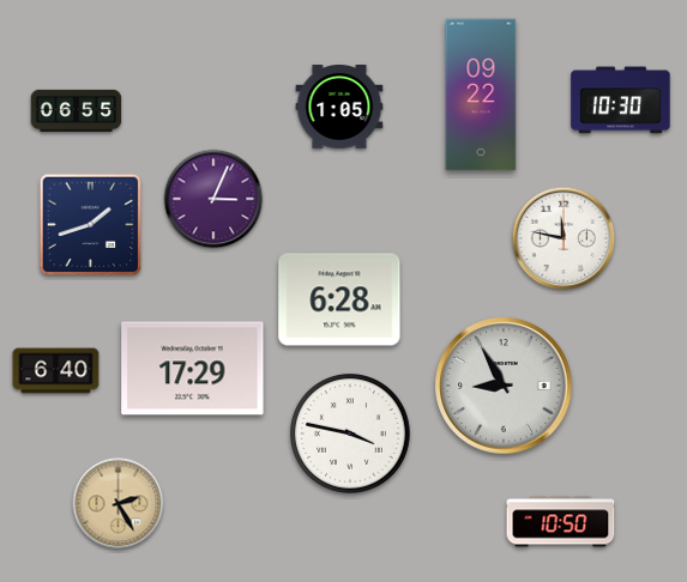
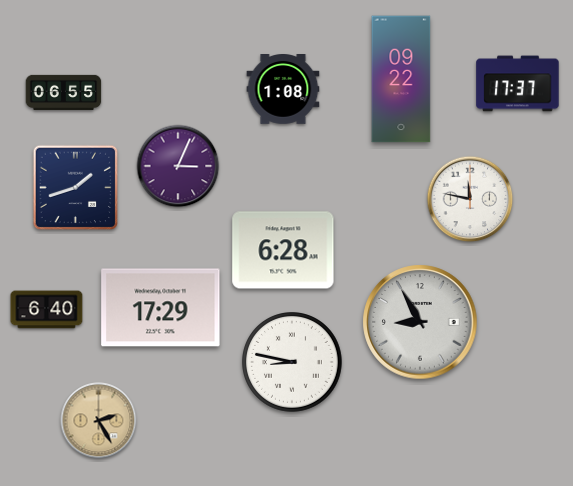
clock at (621, 101): 10:30 -> 17:37
clock at (339, 108): 1:05 -> 1:08
clock at (351, 435): 3:47 -> 8:47
clock at (561, 522): 10:50 -> none
